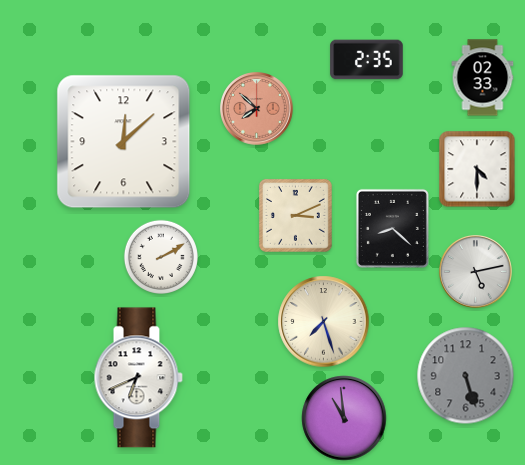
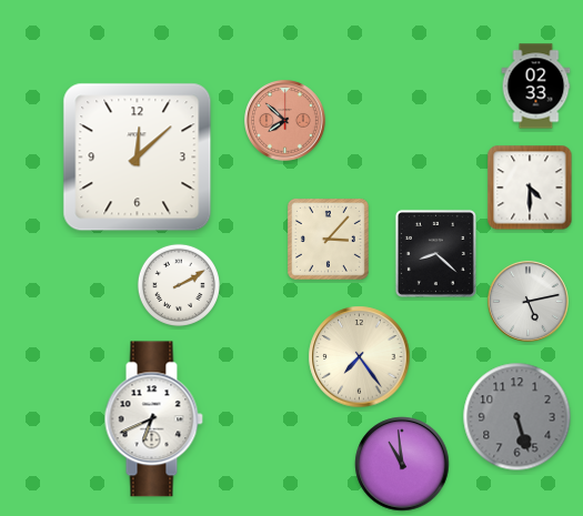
clock at (367, 60): 2:35 -> none
clock at (295, 215): 3:11 -> 3:07
clock at (324, 322): 7:27 -> 7:24
clock at (344, 418) position: (344, 418) -> (402, 464)
